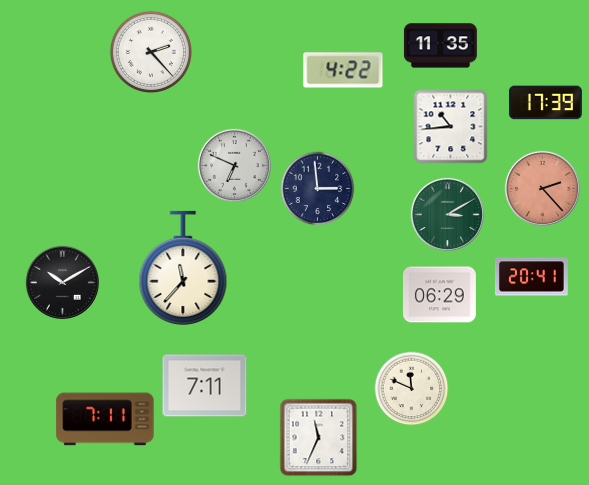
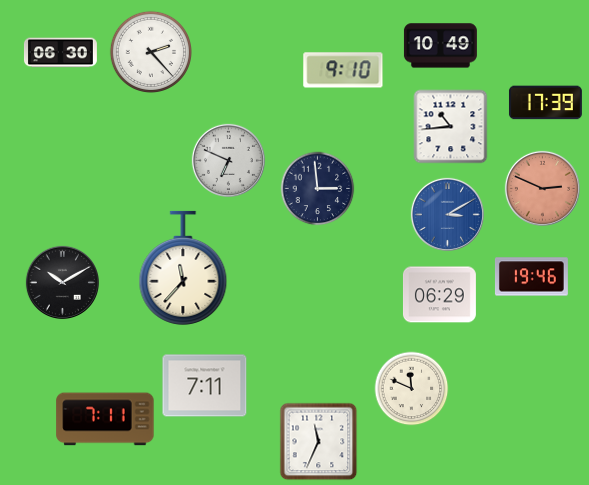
clock at (440, 46): 11:35 -> 10:49
clock at (60, 53): none -> 06:30
clock at (343, 70): 4:22 -> 9:10
clock at (234, 165) position: (234, 165) -> (228, 160)
clock at (542, 188): 2:23 -> 2:49
clock at (447, 214) dial: green -> blue
clock at (531, 277): 20:41 -> 19:46
clock at (319, 438) position: (319, 438) -> (319, 442)
